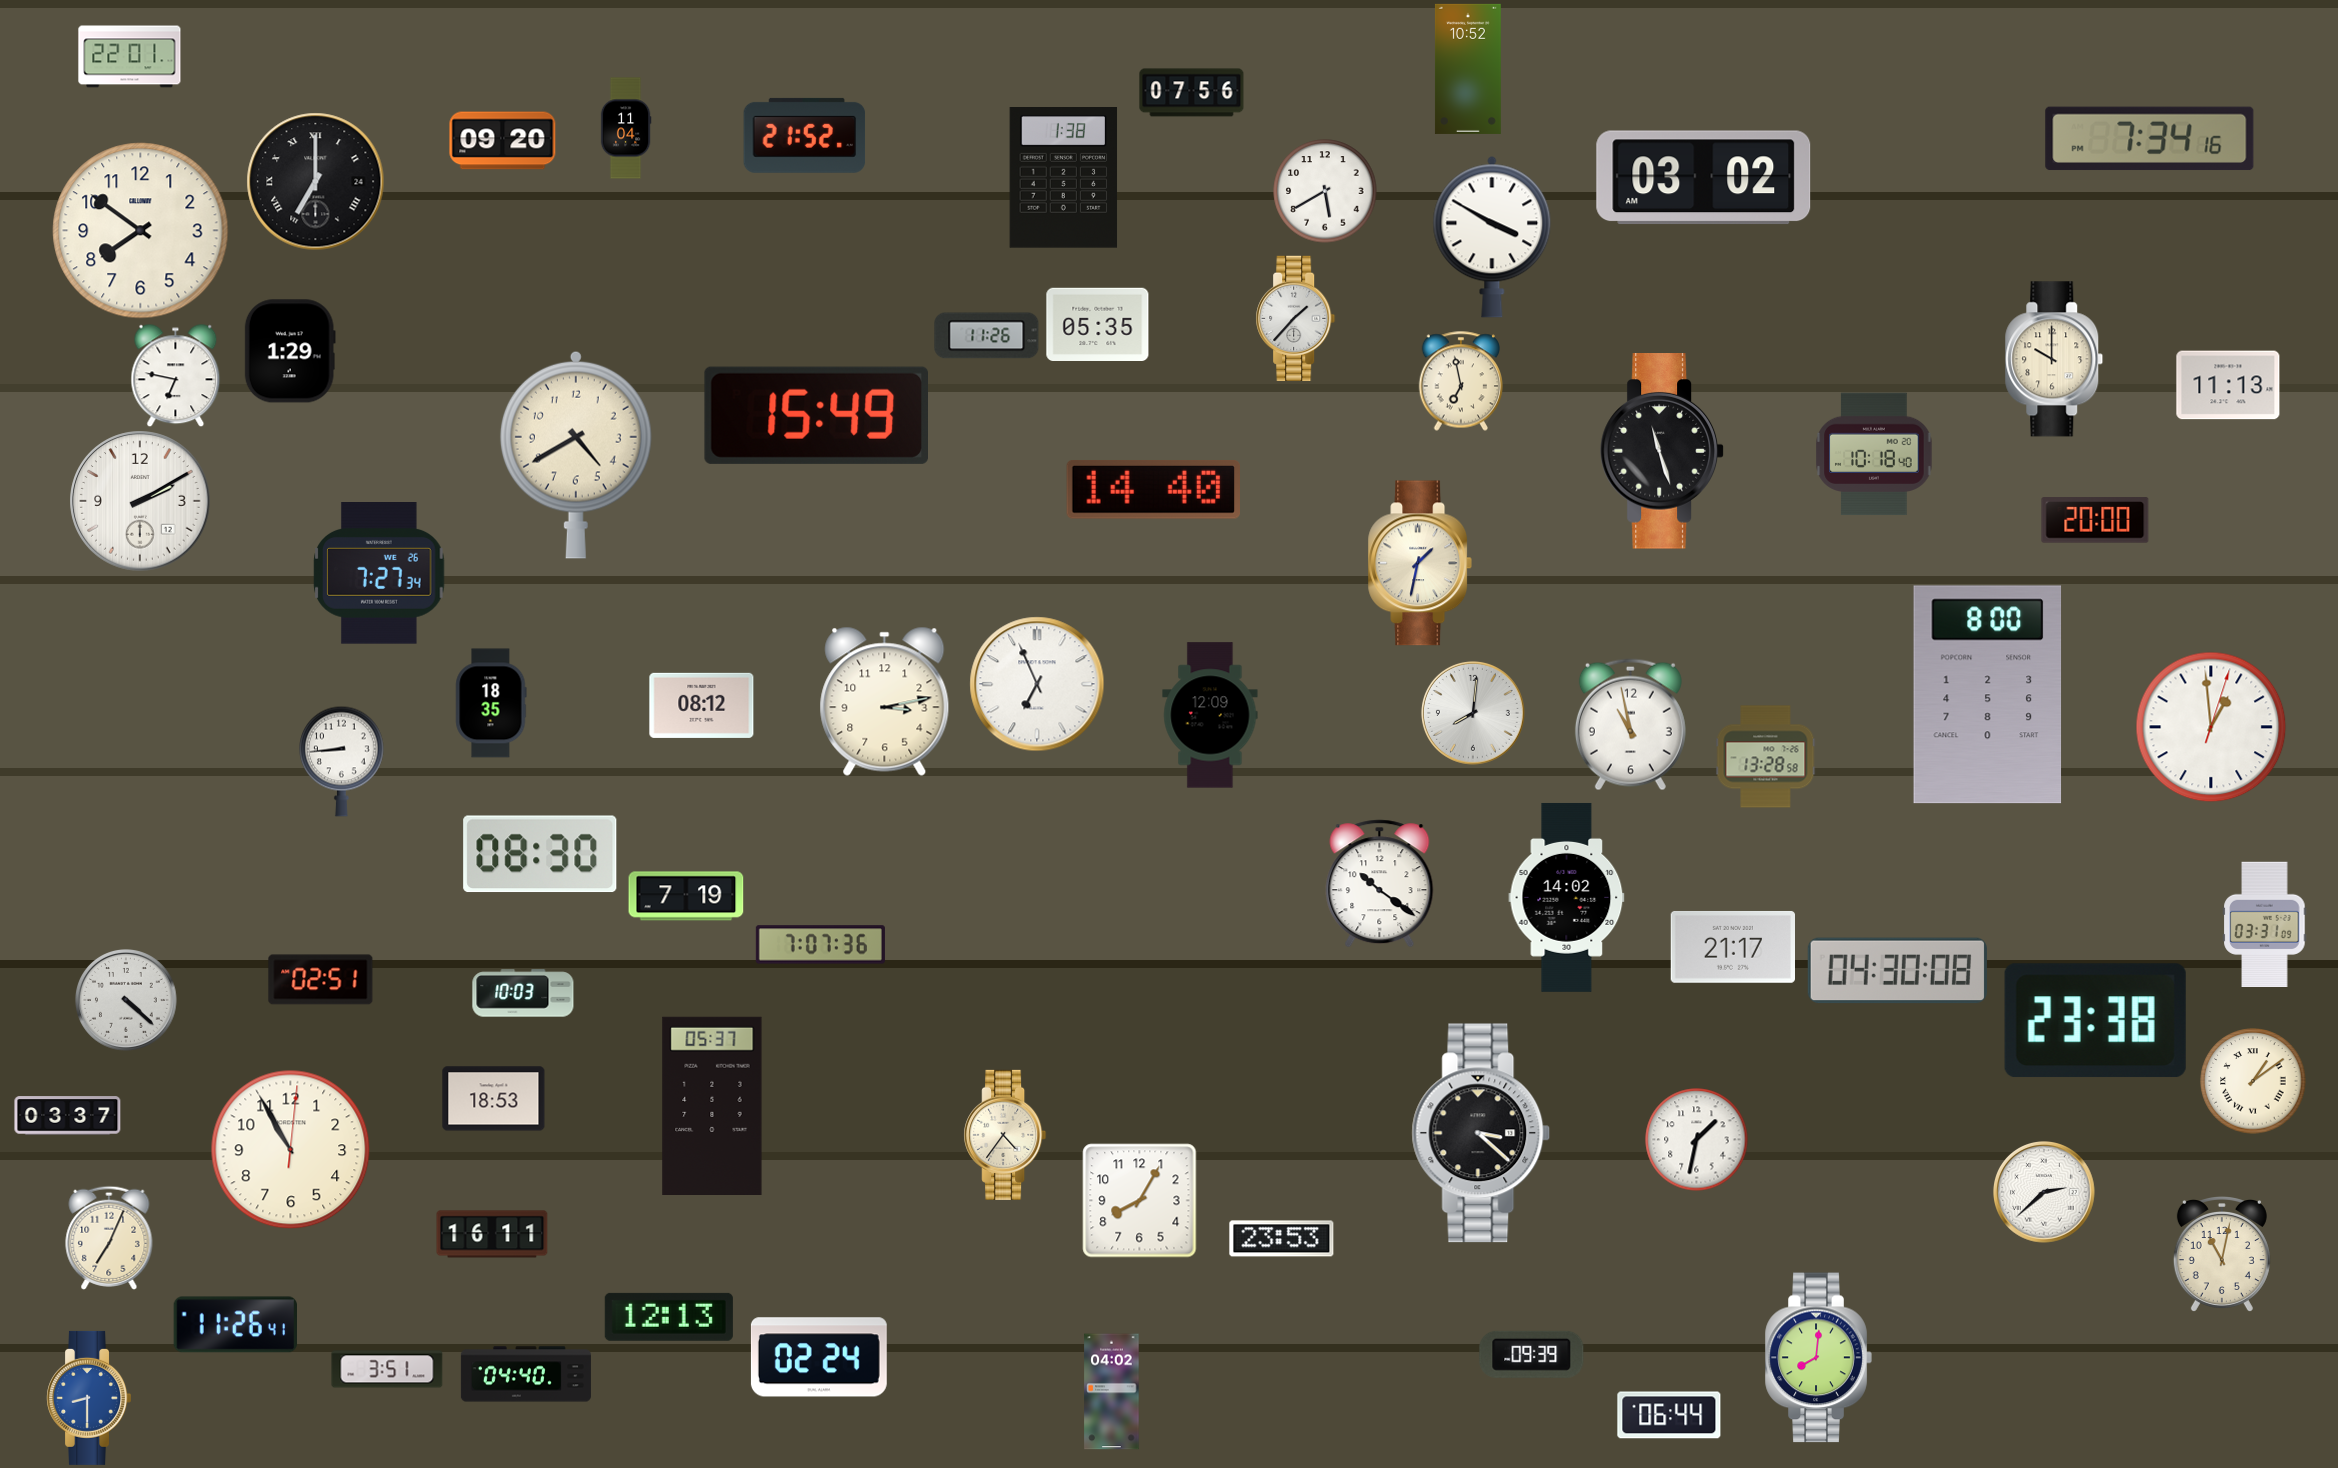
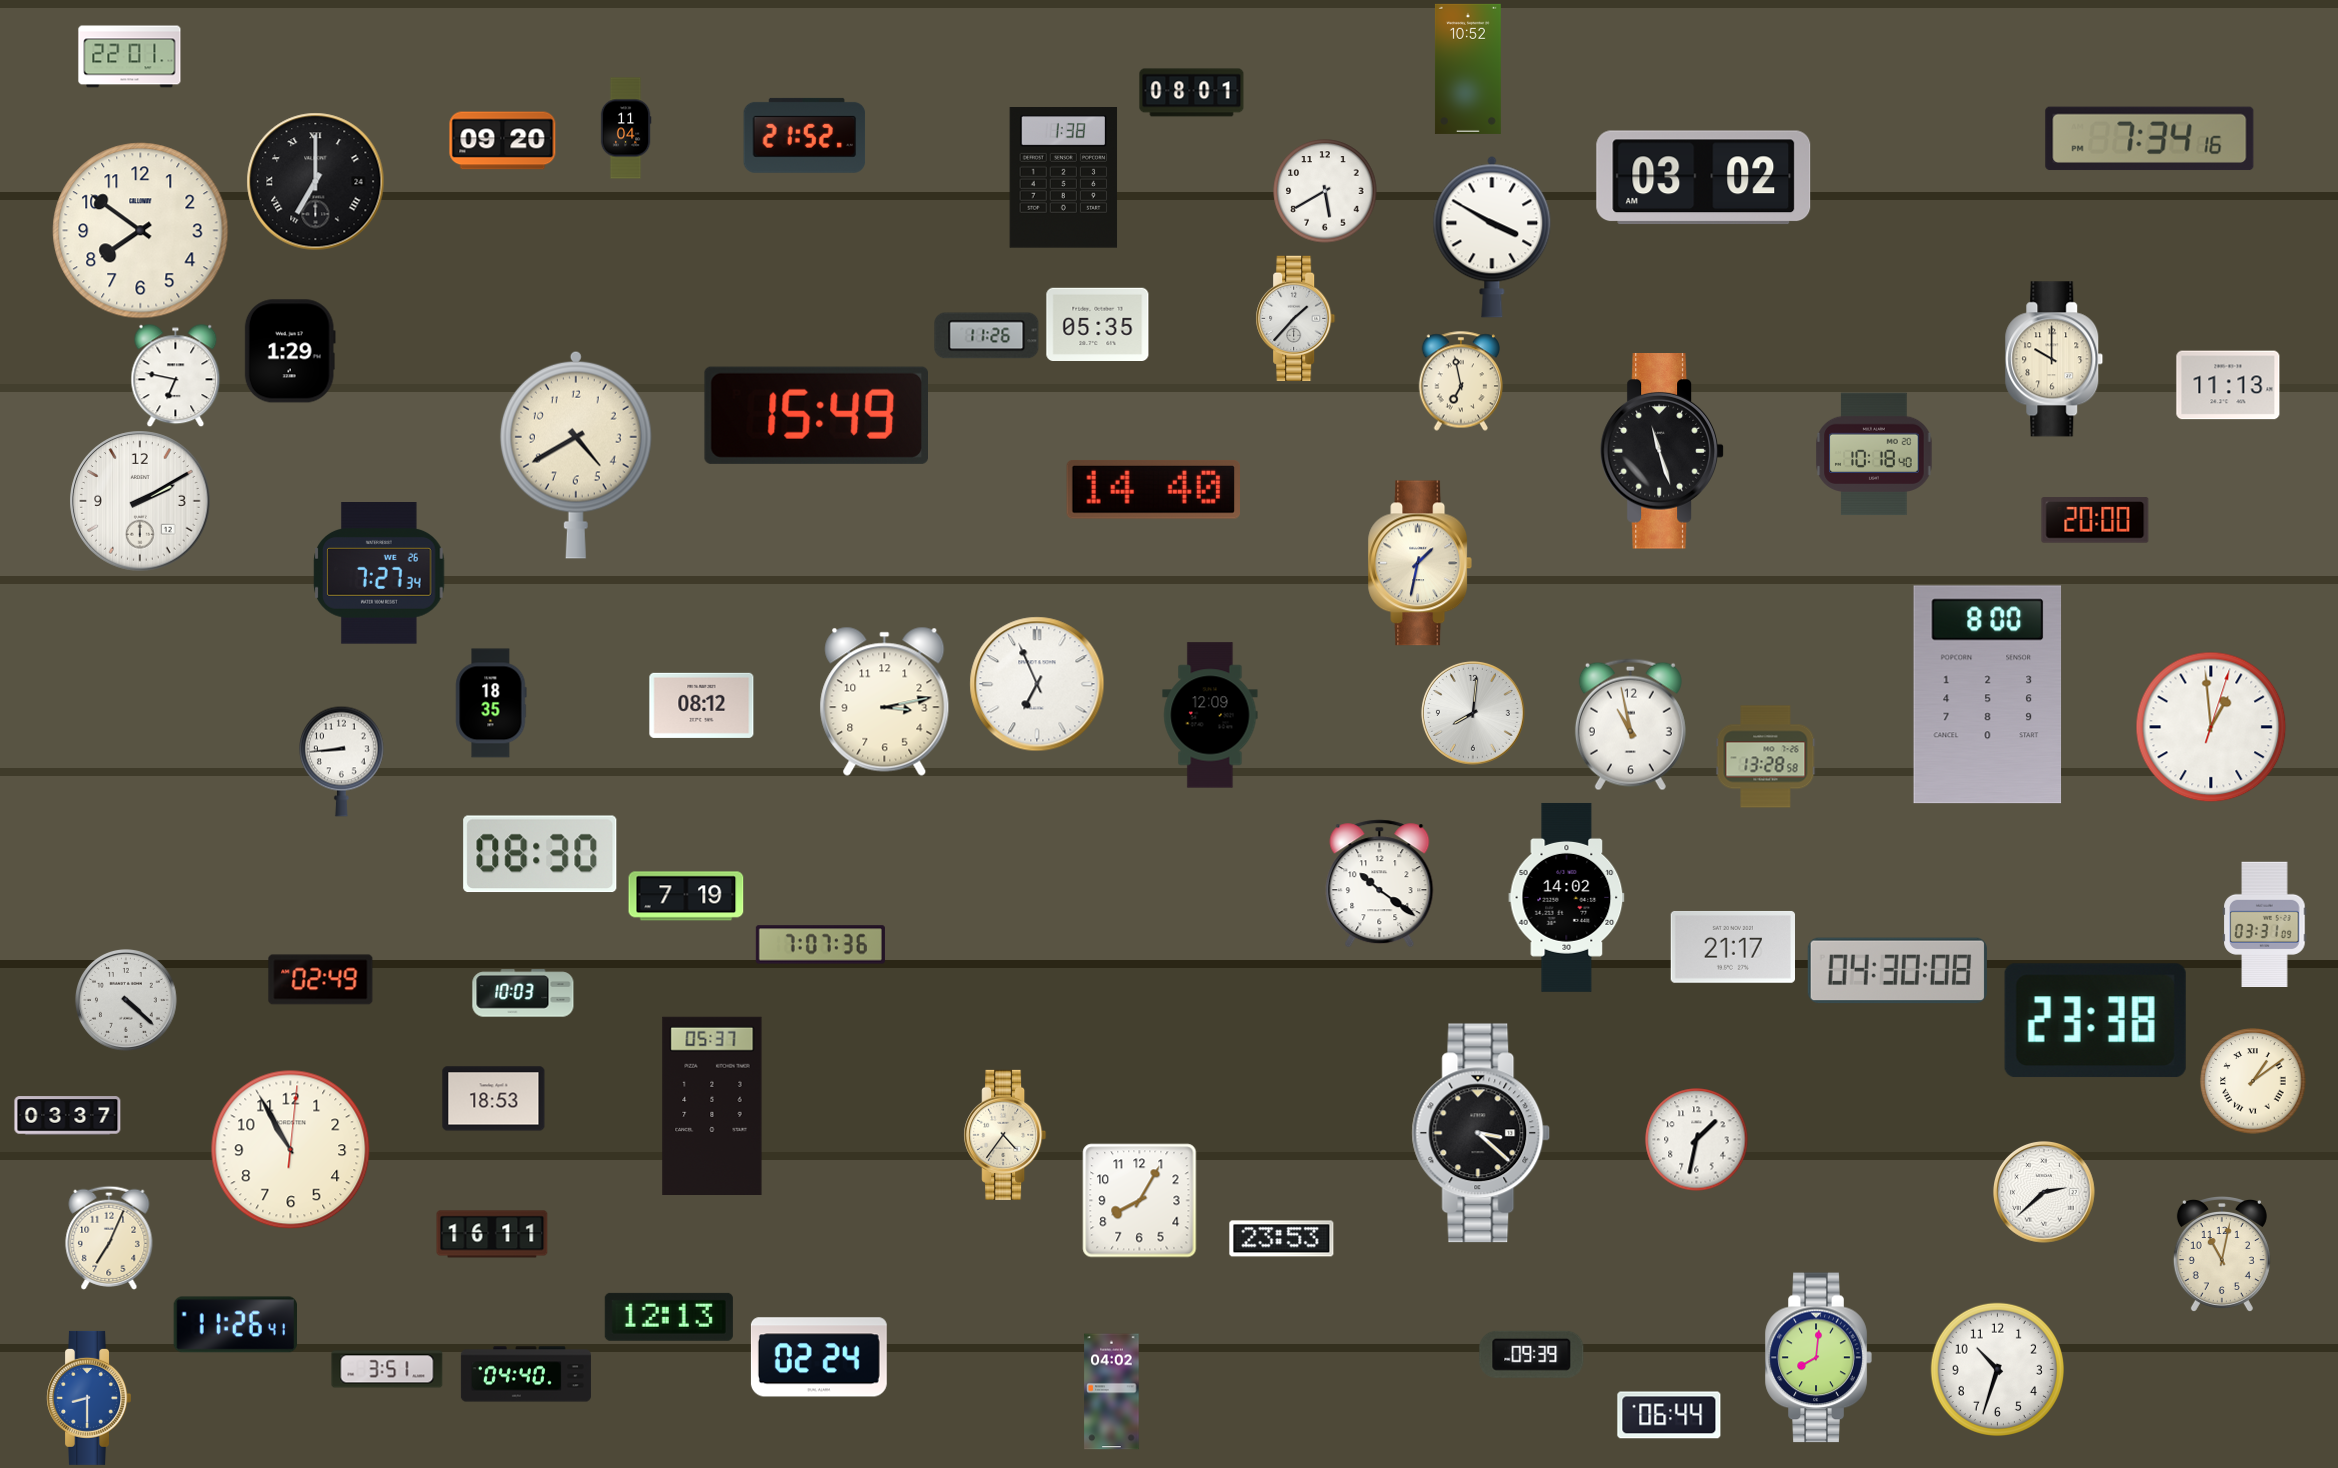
clock at (1192, 93): 07:56 -> 08:01
clock at (321, 980): 02:51 -> 02:49
clock at (1997, 1369): none -> 10:33
